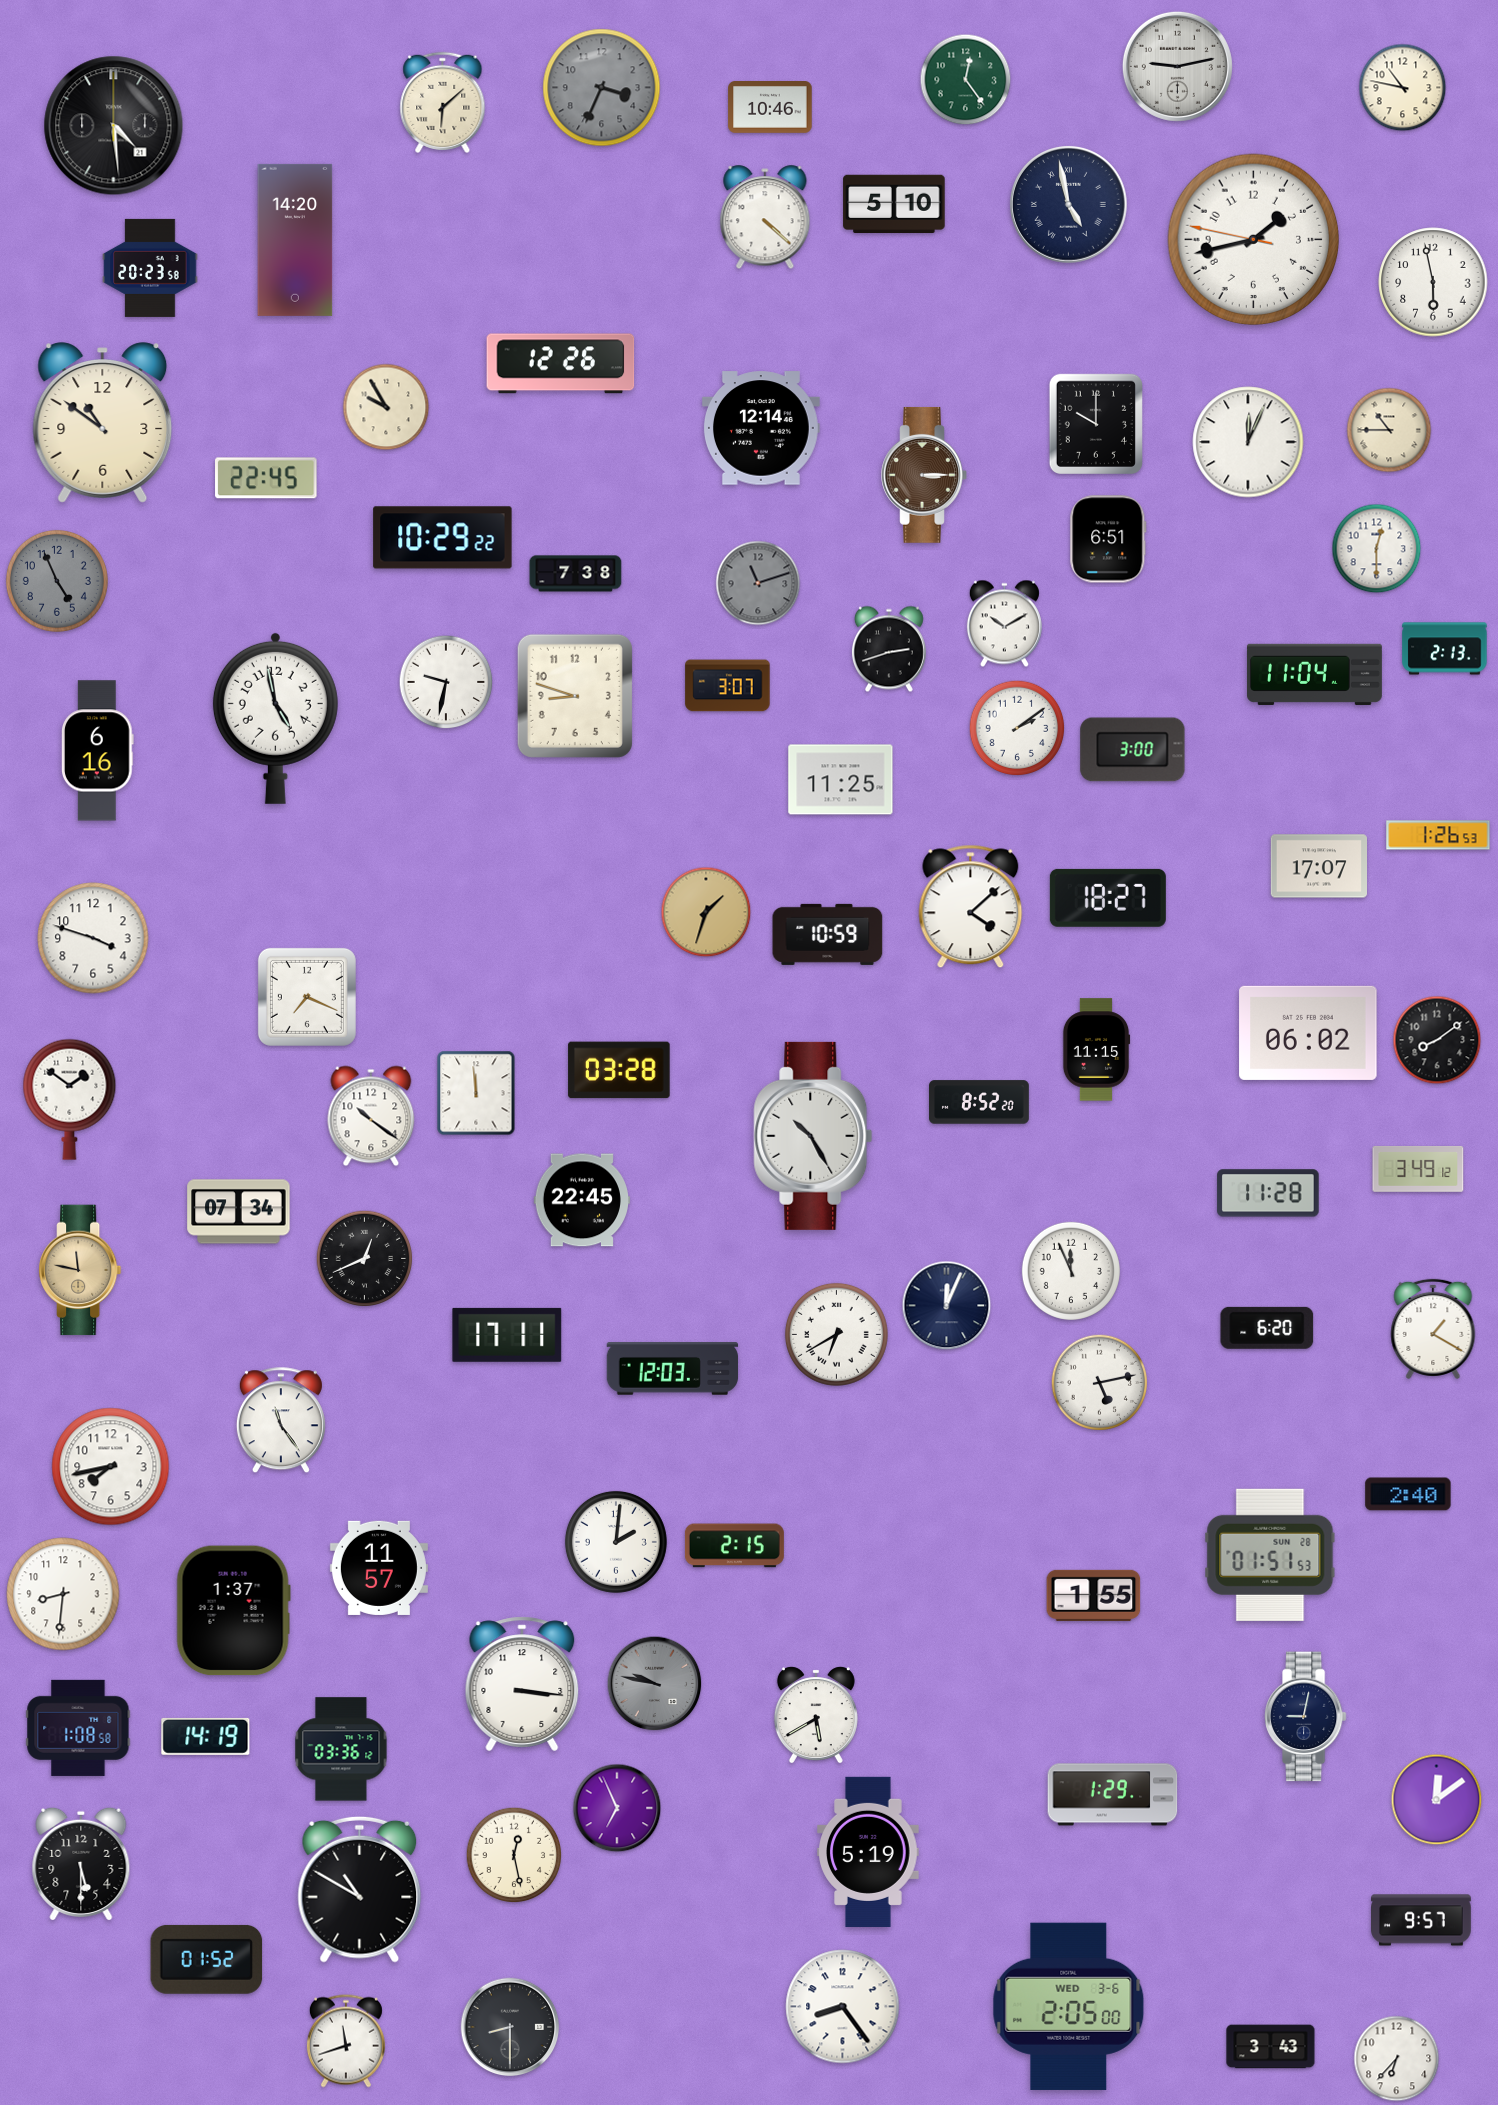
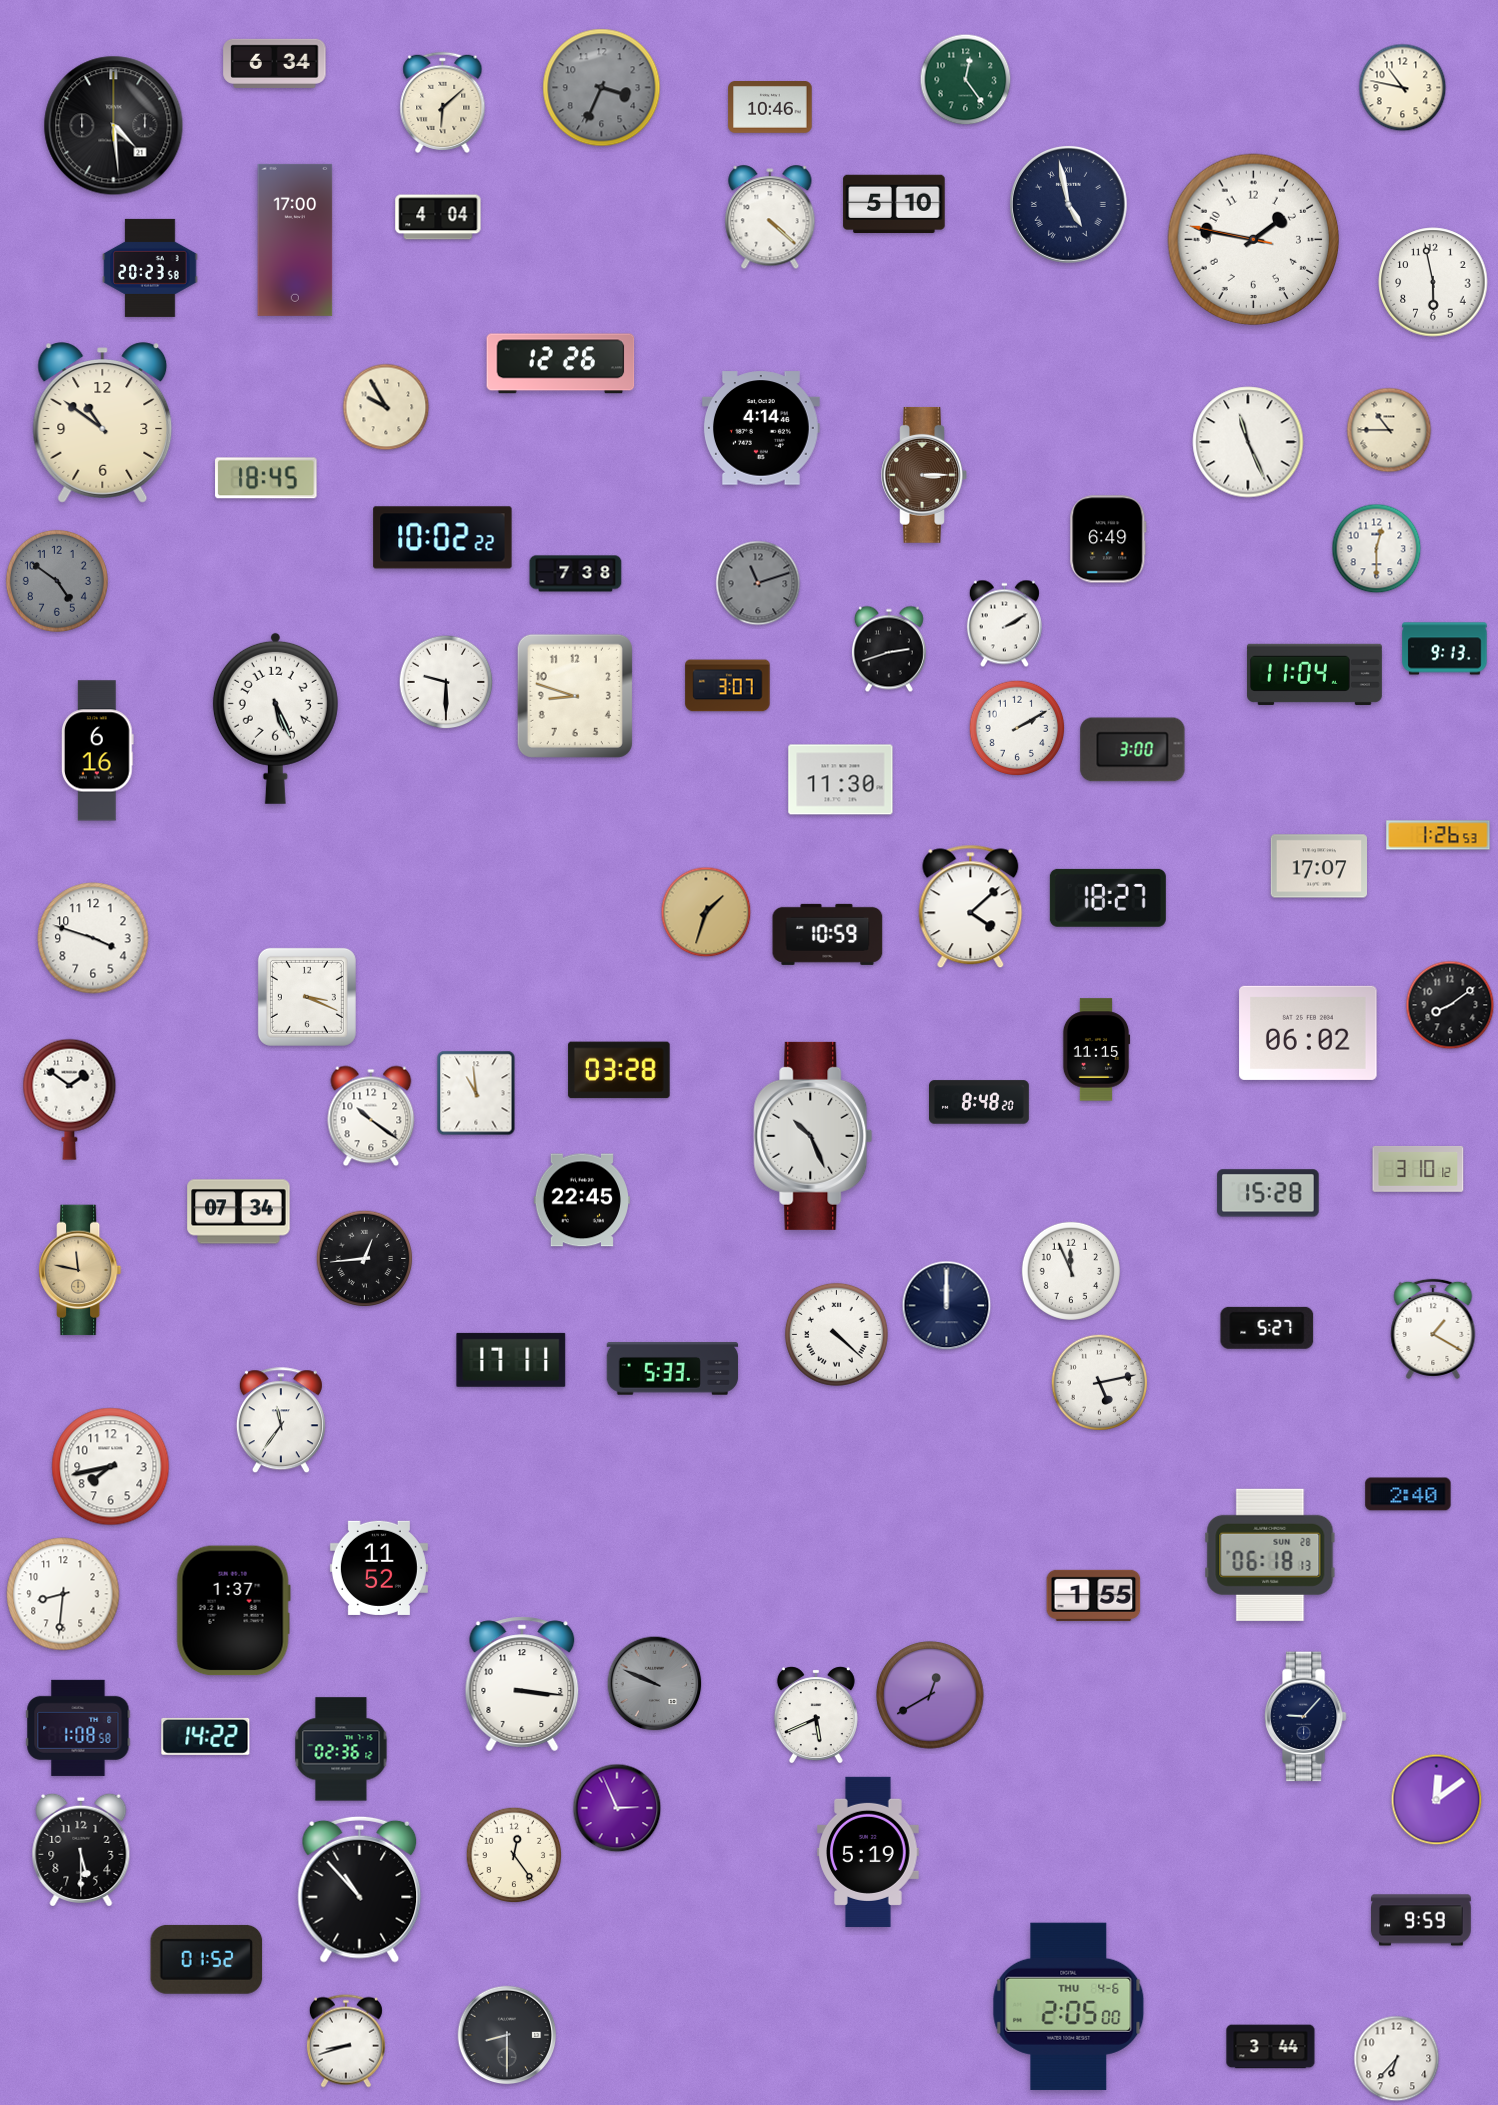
clock at (275, 63): none -> 6:34
clock at (1177, 66): 9:13 -> none
clock at (438, 217): none -> 4:04
clock at (765, 218) position: (765, 218) -> (770, 218)
clock at (295, 240): 14:20 -> 17:00
clock at (1254, 240): 1:42 -> 1:46
clock at (1096, 424): 10:00 -> none
clock at (761, 428): 12:14 -> 4:14
clock at (1248, 442): 12:04 -> 11:26
clock at (266, 478): 22:45 -> 18:45
clock at (443, 538): 10:29 -> 10:02
clock at (1108, 539): 6:51 -> 6:49
clock at (57, 581): 4:56 -> 4:51
clock at (1004, 624): 10:10 -> 2:10
clock at (1445, 649): 2:13 -> 9:13
clock at (446, 682): 9:32 -> 9:30
clock at (275, 718): 4:58 -> 5:26
clock at (1017, 728): 2:09 -> 2:10
clock at (841, 780): 11:25 -> 11:30
clock at (307, 997): 7:19 -> 3:19
clock at (1437, 1040) position: (1437, 1040) -> (1450, 1005)
clock at (476, 1093): 11:59 -> 10:59
clock at (980, 1102): 8:52 -> 8:48
clock at (813, 1136): 10:25 -> 10:26
clock at (1418, 1169): 3:49 -> 3:10
clock at (1268, 1193): 11:28 -> 15:28
clock at (365, 1259): 12:41 -> 12:44
clock at (947, 1306): 12:04 -> 12:00
clock at (1267, 1328): 6:20 -> 5:27
clock at (836, 1334): 6:40 -> 4:22
clock at (507, 1335) position: (507, 1335) -> (511, 1360)
clock at (673, 1369): 12:03 -> 5:33
clock at (281, 1421): 11:24 -> 11:36
clock at (616, 1542): 2:01 -> none
clock at (734, 1546): 2:15 -> none
clock at (1270, 1555): 01:51 -> 06:18
clock at (379, 1568): 11:57 -> 11:52
clock at (655, 1684): 9:47 -> 9:49
clock at (930, 1695): none -> 12:40
clock at (816, 1715): 5:40 -> 5:41
clock at (1305, 1717): 9:02 -> 9:07
clock at (206, 1736): 14:19 -> 14:22
clock at (341, 1749): 03:36 -> 02:36
clock at (1113, 1795): 1:29 -> none
clock at (617, 1808): 6:56 -> 2:56
clock at (514, 1855): 12:28 -> 12:24
clock at (81, 1864) position: (81, 1864) -> (81, 1850)
clock at (360, 1889): 10:50 -> 10:53
clock at (1422, 1920): 9:57 -> 9:59
clock at (1069, 2006) date: WED 3-6 -> THU 4-6
clock at (843, 2007): 8:24 -> none
clock at (510, 2027) position: (510, 2027) -> (507, 2035)
clock at (346, 2041): 11:42 -> 8:42
clock at (1271, 2047): 3:43 -> 3:44
